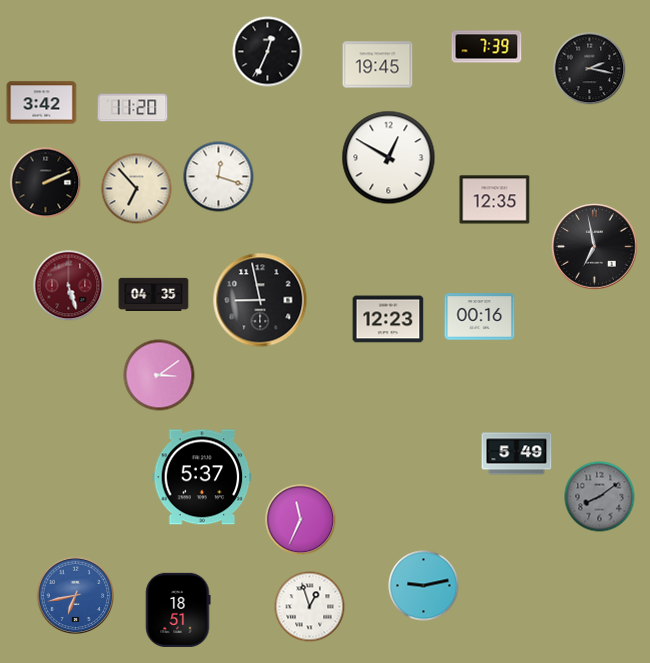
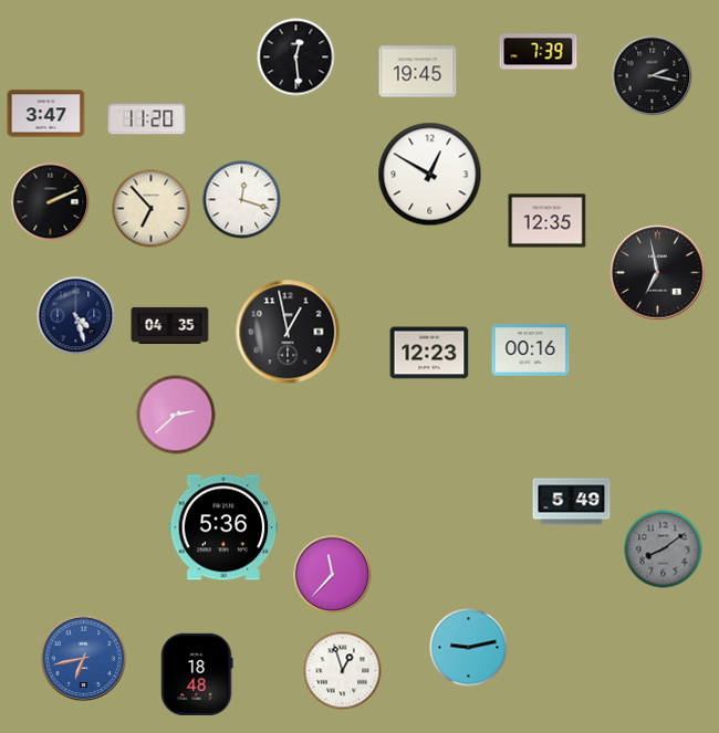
clock at (268, 52): 12:34 -> 12:29
clock at (42, 103): 3:42 -> 3:47
clock at (219, 177) position: (219, 177) -> (242, 200)
clock at (69, 286): 5:27 -> 4:27
clock at (69, 286) dial: burgundy -> navy
clock at (260, 300): 8:58 -> 12:58
clock at (159, 375): 3:09 -> 2:38
clock at (202, 477): 5:37 -> 5:36
clock at (301, 520): 11:34 -> 11:37
clock at (178, 610): 18:51 -> 18:48
